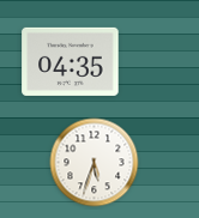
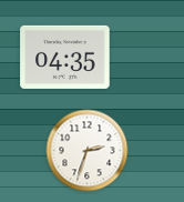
clock at (95, 163): 5:33 -> 2:33
